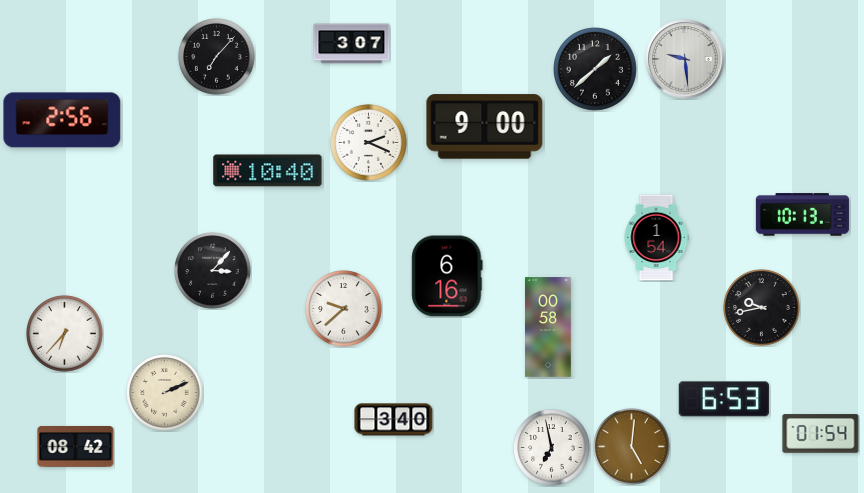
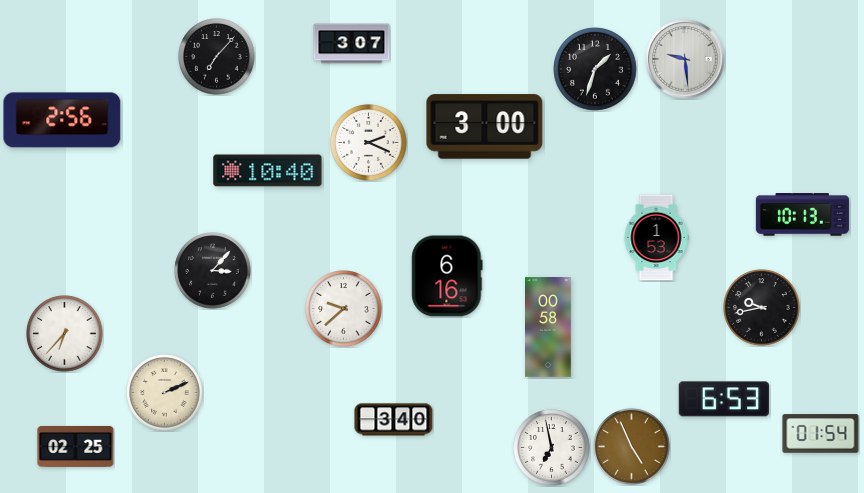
clock at (595, 69): 1:38 -> 1:33
clock at (485, 127): 9:00 -> 3:00
clock at (656, 238): 1:54 -> 1:53
clock at (76, 446): 08:42 -> 02:25
clock at (632, 447): 5:01 -> 4:56
